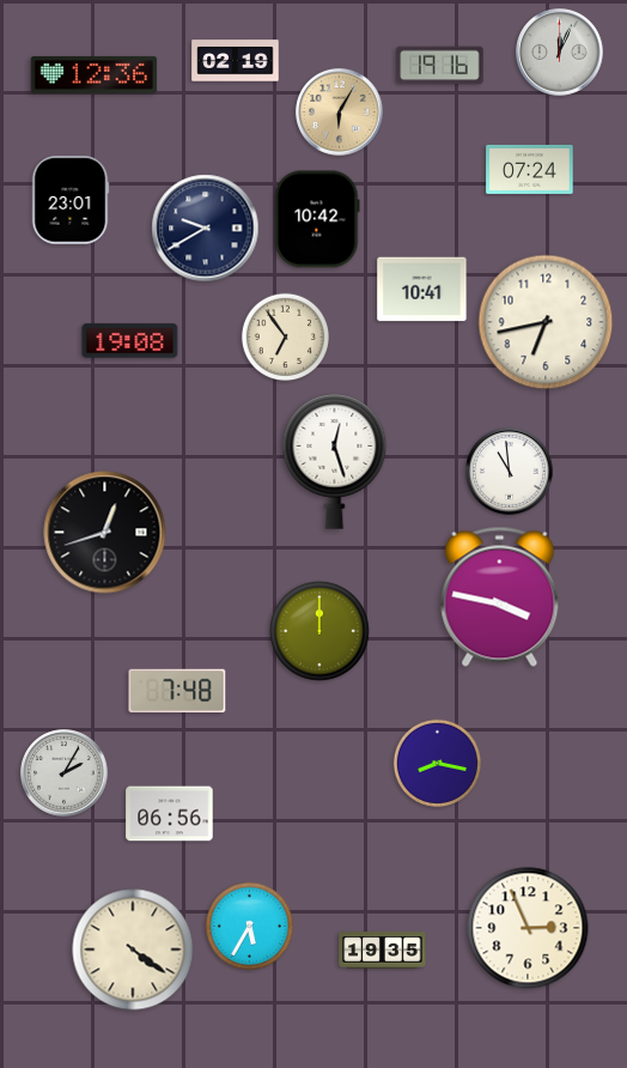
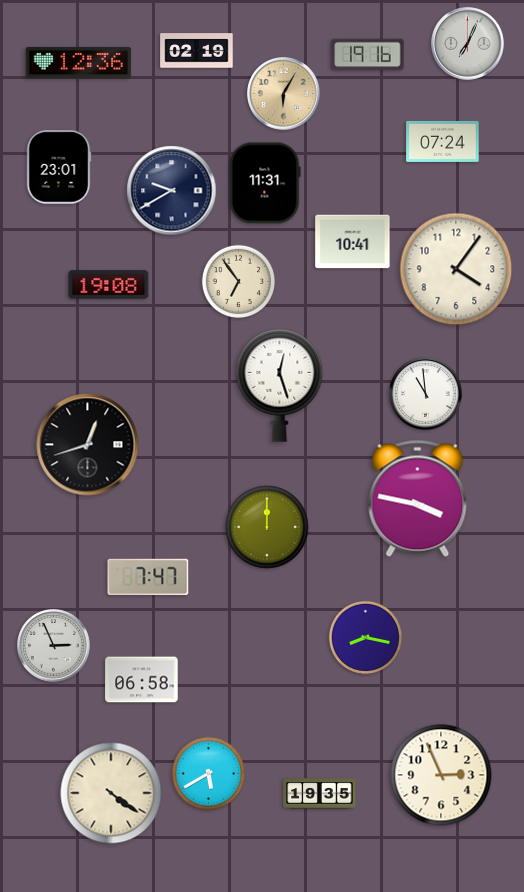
clock at (560, 53): 12:04 -> 7:04
clock at (317, 219): 10:42 -> 11:31
clock at (546, 322): 6:43 -> 4:06
clock at (177, 691): 7:48 -> 7:47
clock at (65, 773): 2:05 -> 2:56
clock at (170, 814): 06:56 -> 06:58
clock at (249, 926): 5:35 -> 5:40
